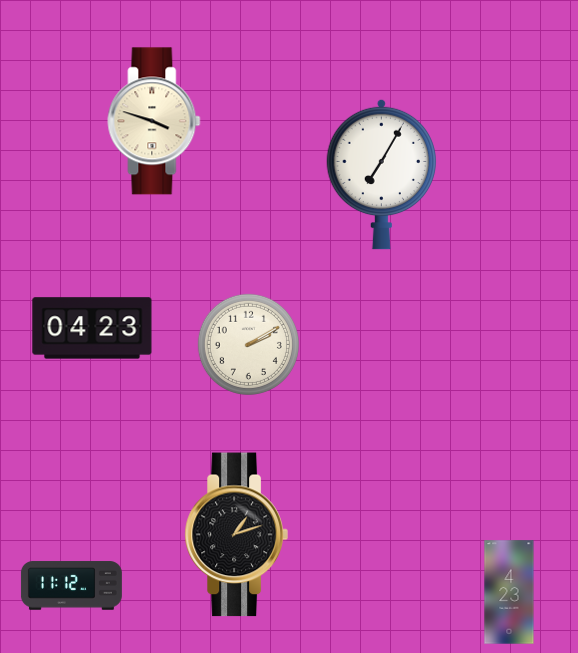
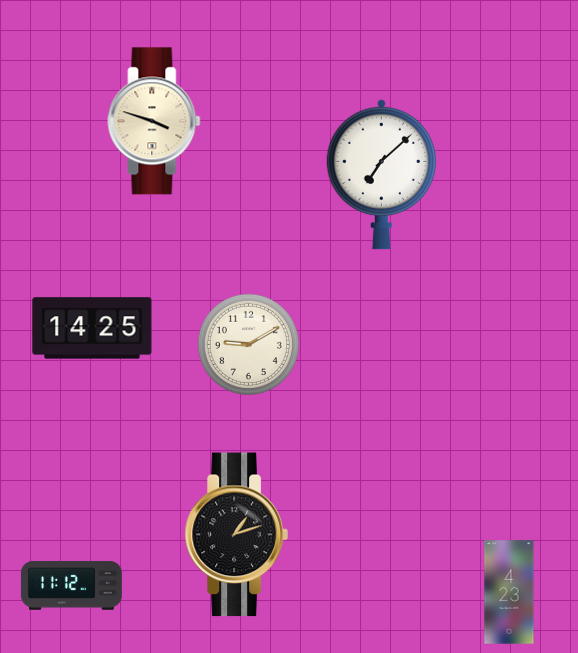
clock at (381, 174): 7:05 -> 7:08
clock at (92, 328): 04:23 -> 14:25
clock at (248, 344): 2:10 -> 9:10
